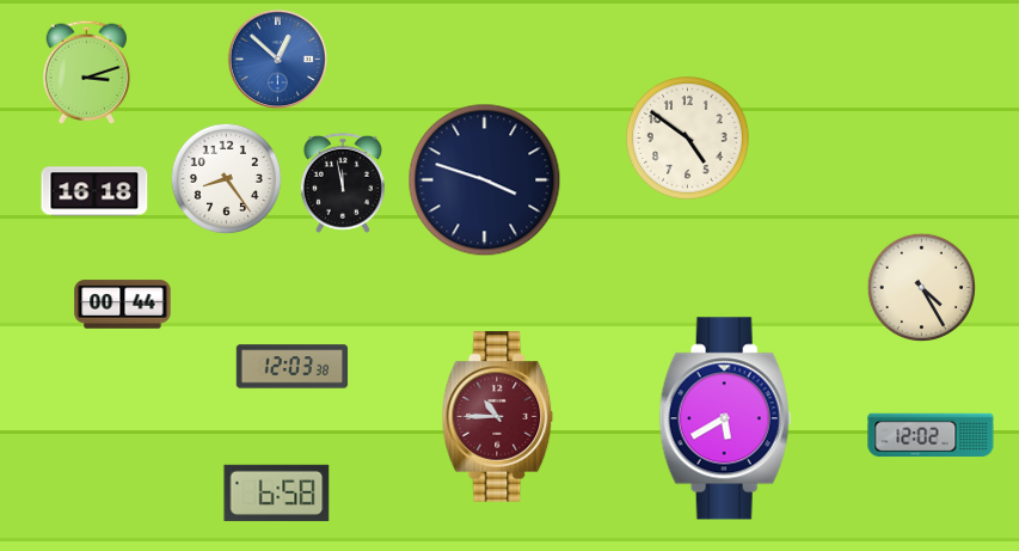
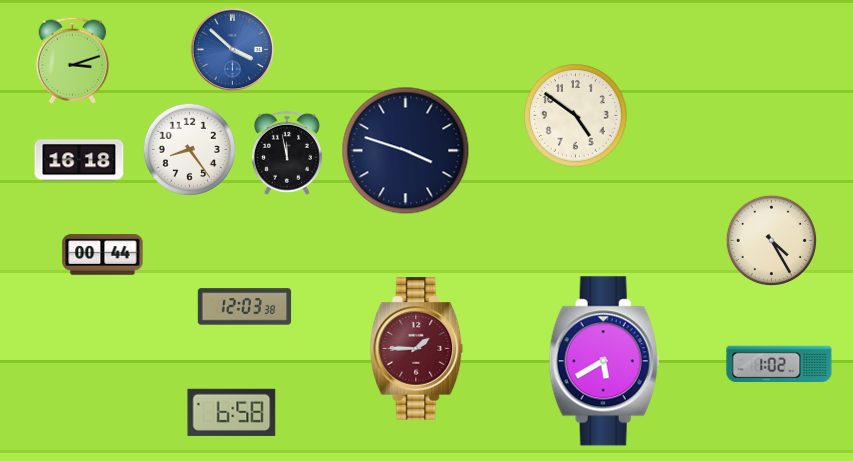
clock at (278, 60): 12:52 -> 3:52
clock at (498, 417): 10:45 -> 1:45
clock at (725, 418) position: (725, 418) -> (604, 361)
clock at (931, 435): 12:02 -> 1:02
